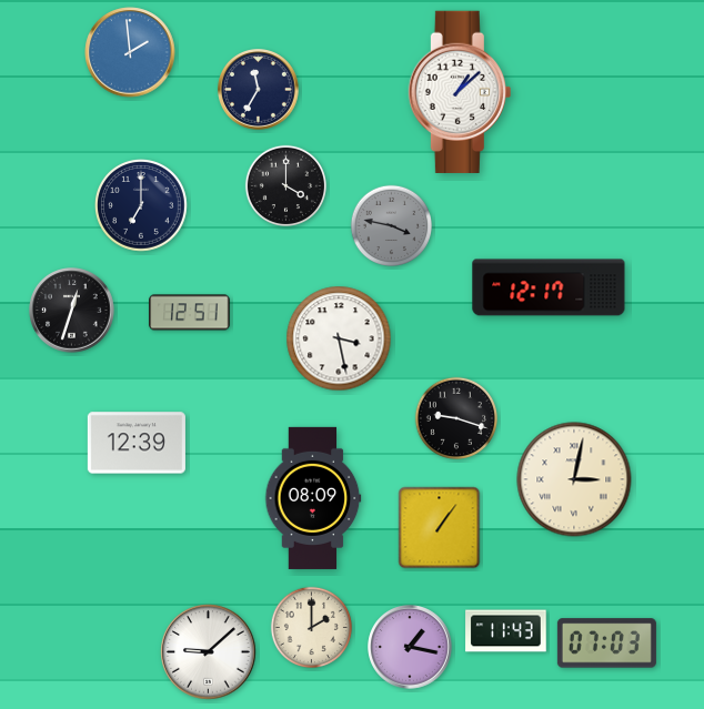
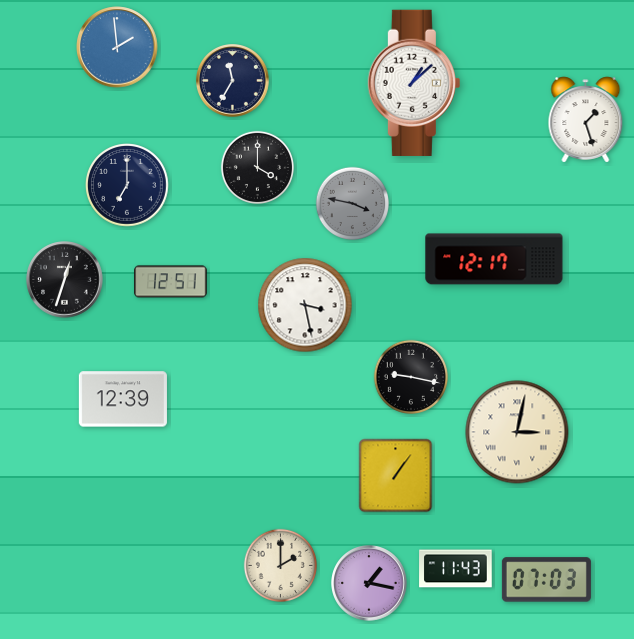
clock at (586, 120): none -> 1:27
clock at (455, 417): 9:18 -> 9:17
clock at (313, 498): 08:09 -> none
clock at (209, 652): 9:08 -> none
